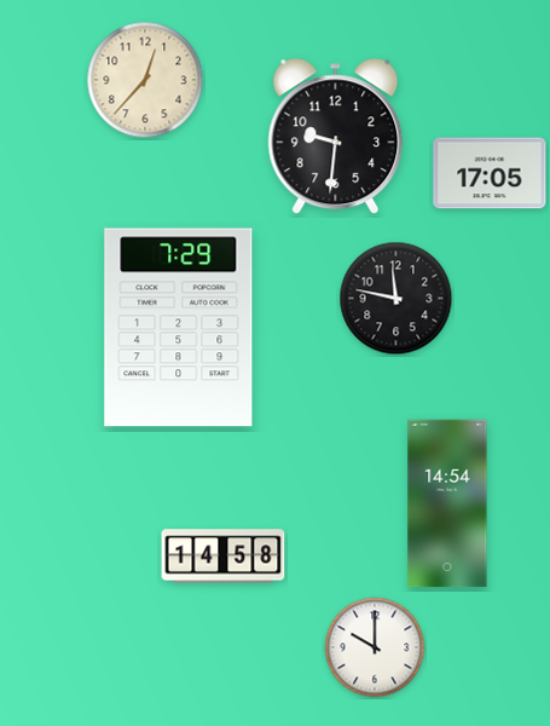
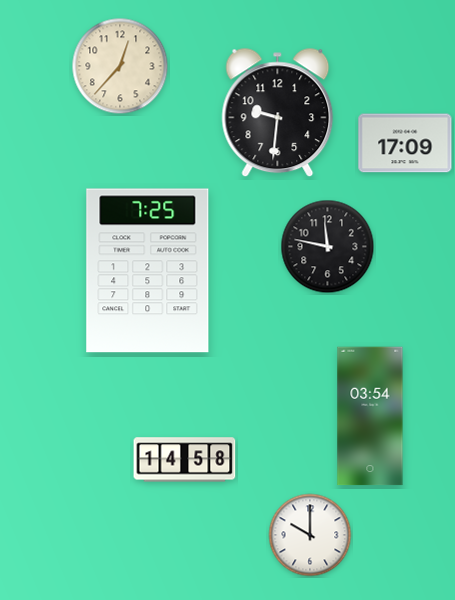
clock at (490, 173): 17:05 -> 17:09
clock at (179, 328): 7:29 -> 7:25
clock at (447, 503): 14:54 -> 03:54
